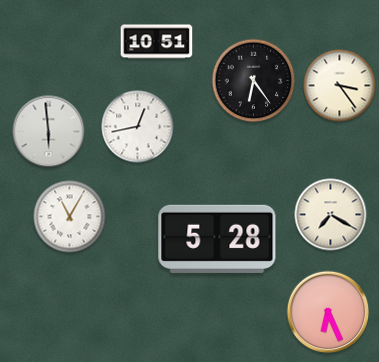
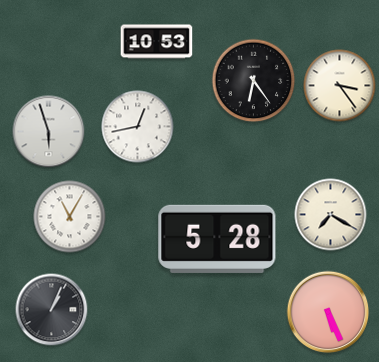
clock at (157, 42): 10:51 -> 10:53
clock at (49, 132): 5:59 -> 5:57
clock at (52, 310): none -> 1:04
clock at (328, 312): 6:26 -> 5:26
